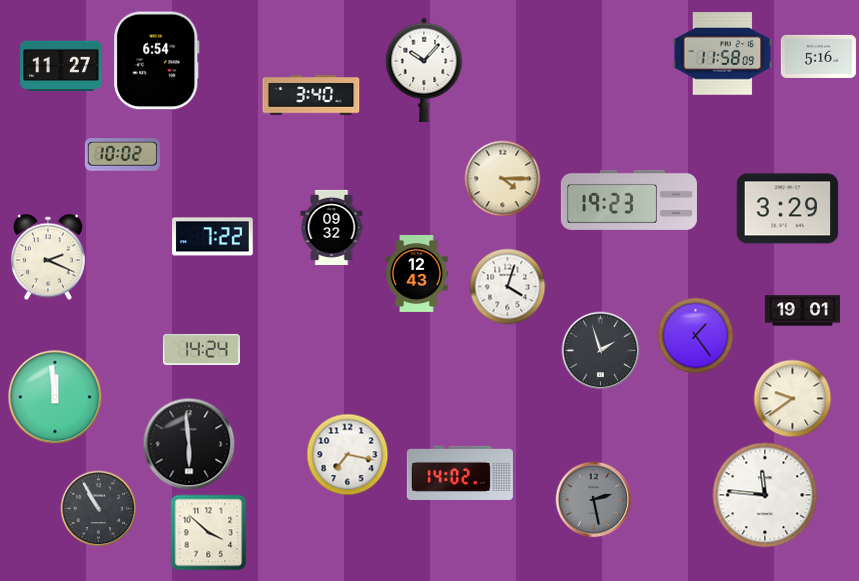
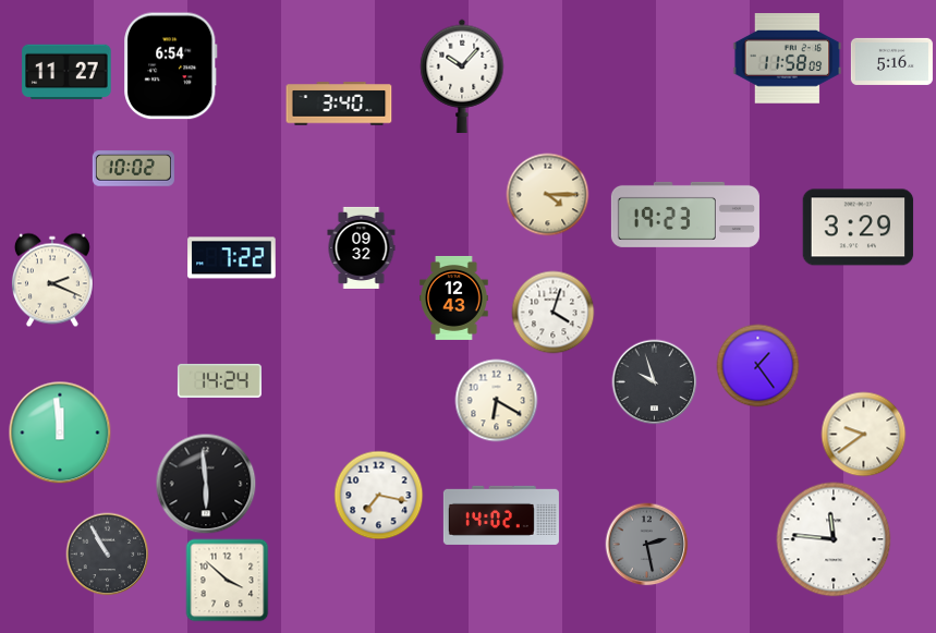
clock at (629, 200) position: (629, 200) -> (685, 215)
clock at (802, 311): 19:01 -> none
clock at (601, 351): 1:57 -> 9:57
clock at (497, 401): none -> 6:20
